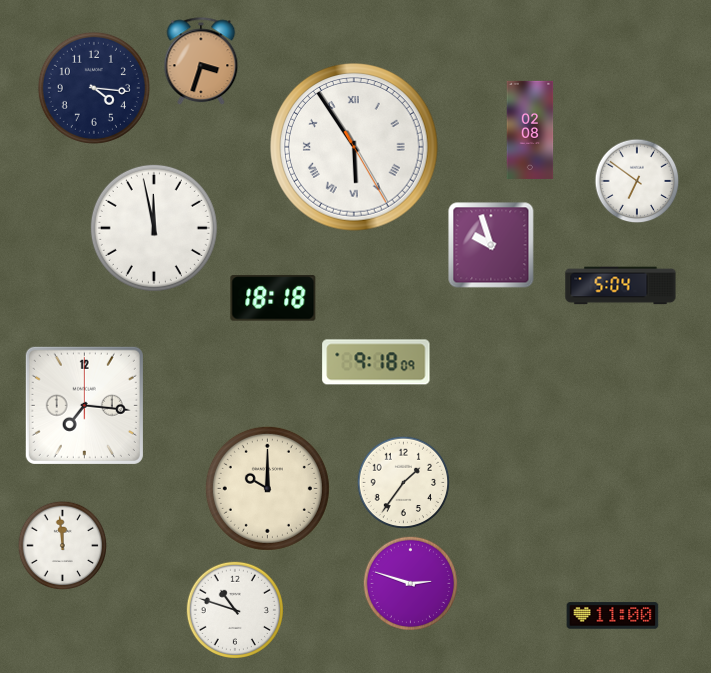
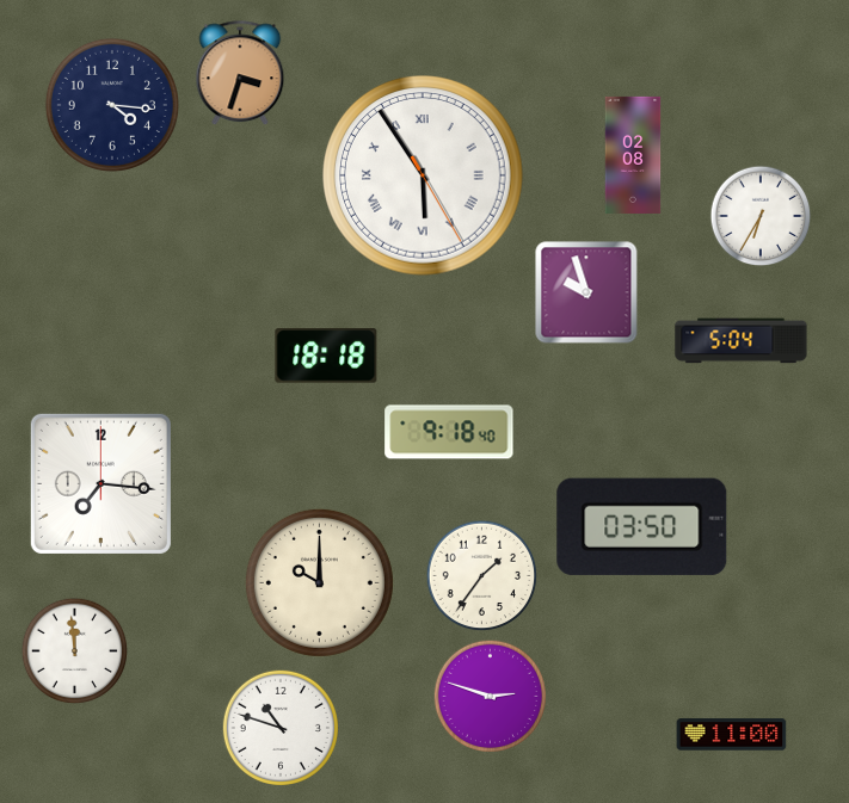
clock at (637, 181): 6:51 -> 6:35
clock at (154, 228): 11:58 -> none
clock at (376, 362): 9:18:09 -> 9:18:40
clock at (642, 526): none -> 03:50
